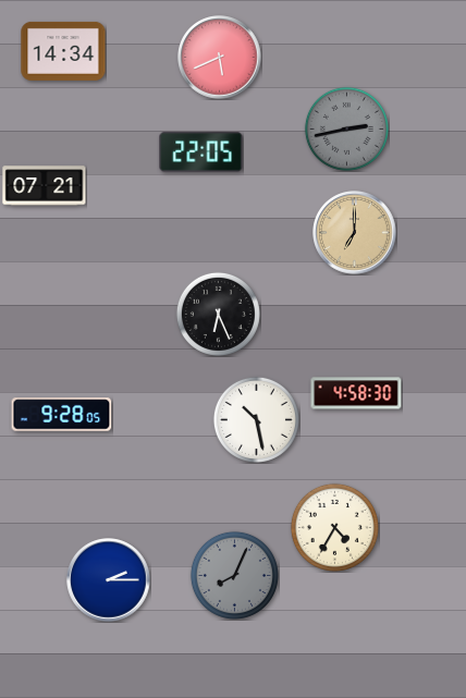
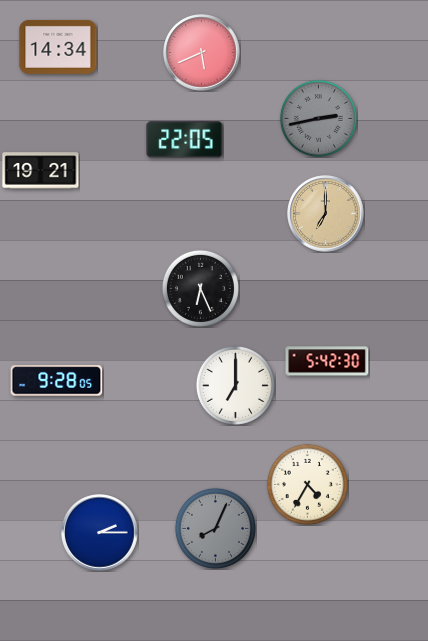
clock at (45, 186): 07:21 -> 19:21
clock at (356, 393): 4:58 -> 5:42
clock at (256, 419): 10:28 -> 7:00
